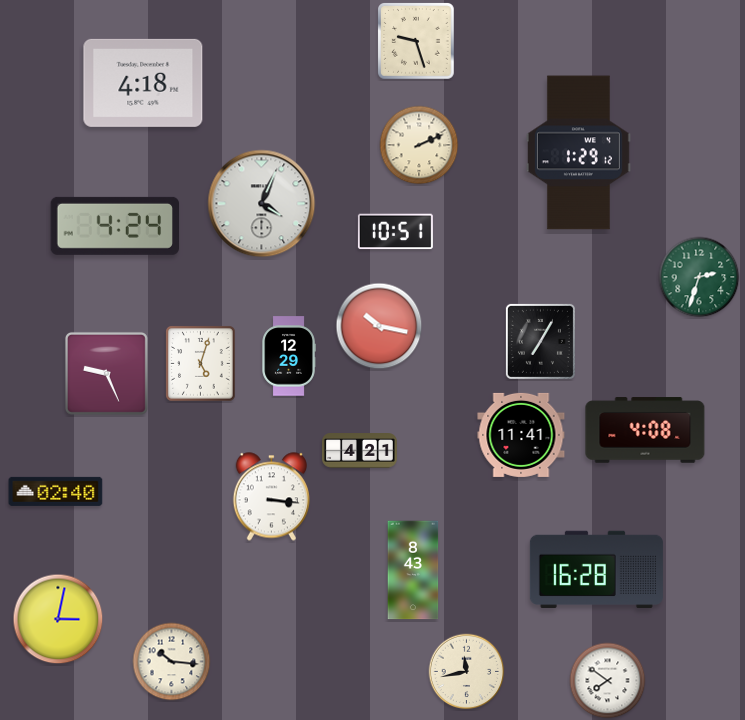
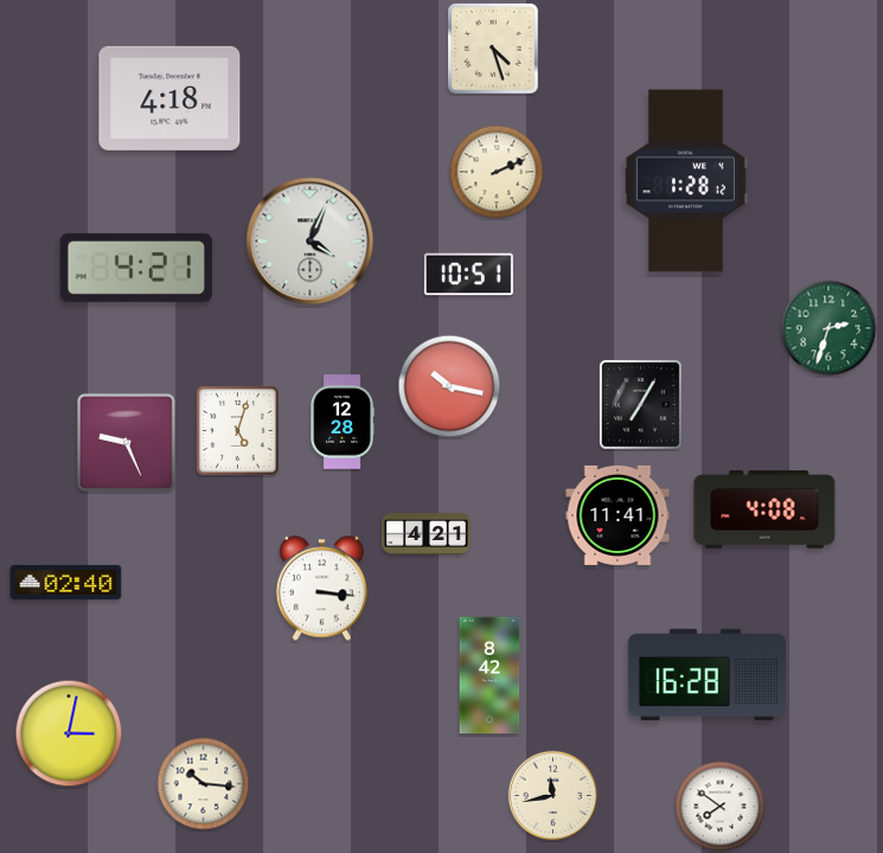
clock at (417, 42): 9:27 -> 4:27
clock at (578, 153): 1:29 -> 1:28
clock at (115, 226): 4:24 -> 4:21
clock at (289, 356): 12:29 -> 12:28
clock at (413, 570): 8:43 -> 8:42
